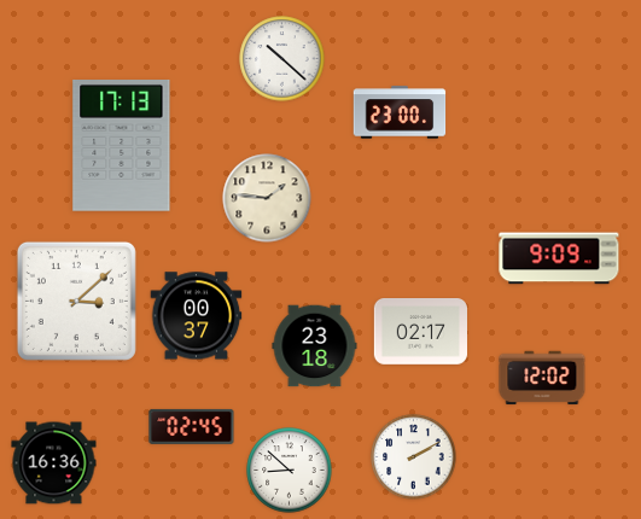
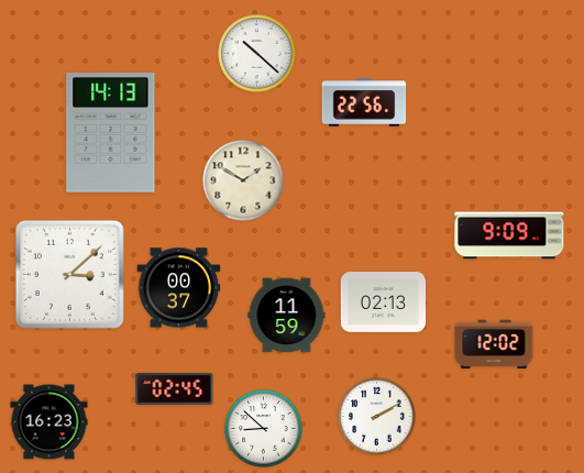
clock at (400, 112): 23:00 -> 22:56
clock at (122, 146): 17:13 -> 14:13
clock at (267, 198): 1:46 -> 1:50
clock at (420, 332): 02:17 -> 02:13
clock at (315, 346): 23:18 -> 11:59
clock at (54, 463): 16:36 -> 16:23
